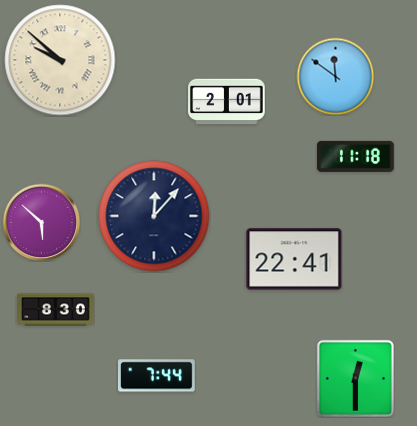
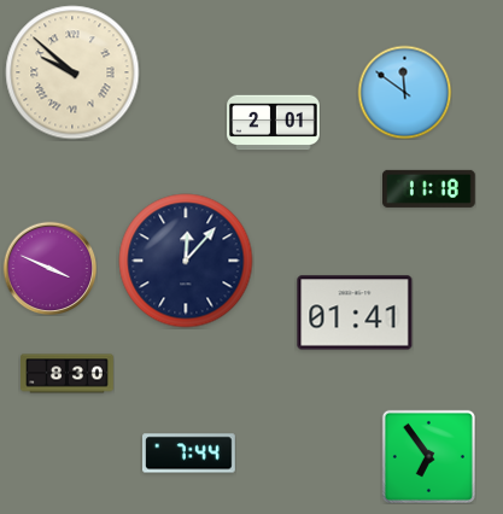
clock at (41, 222): 5:52 -> 3:49
clock at (294, 259): 22:41 -> 01:41
clock at (355, 378): 12:30 -> 6:54
